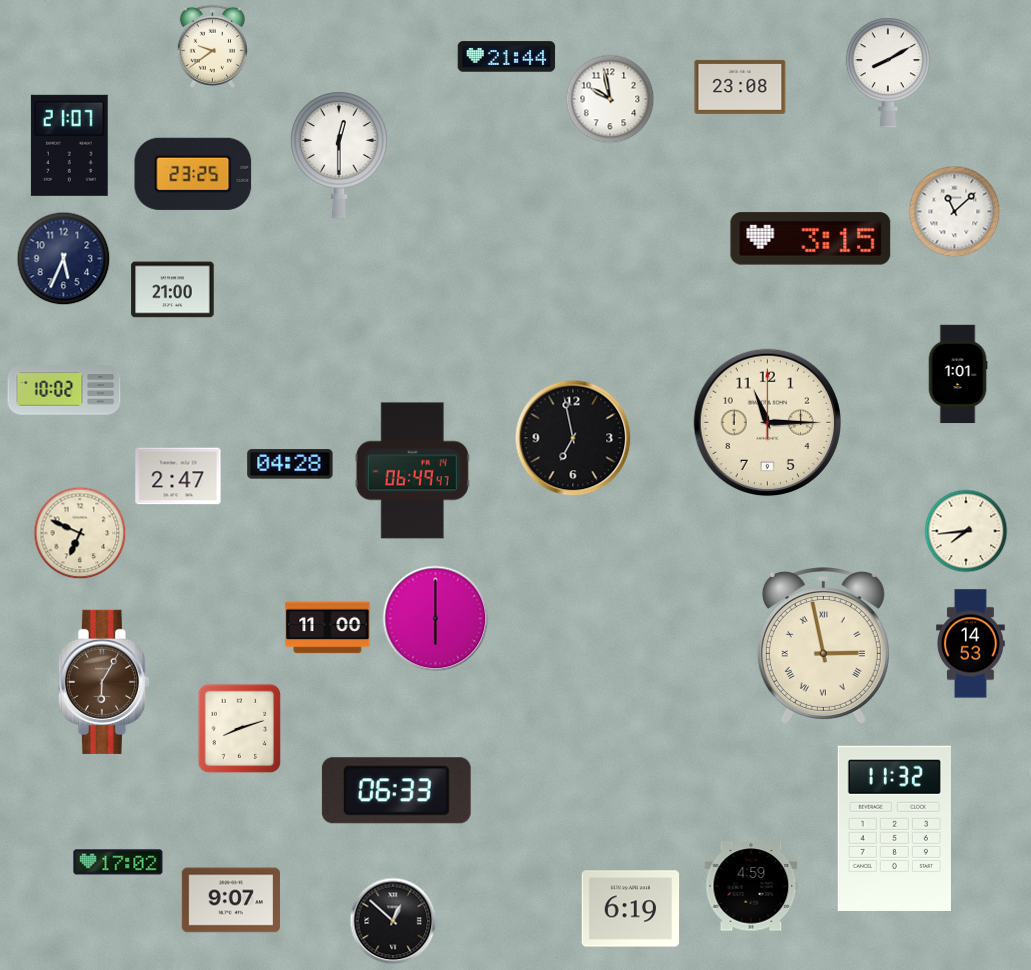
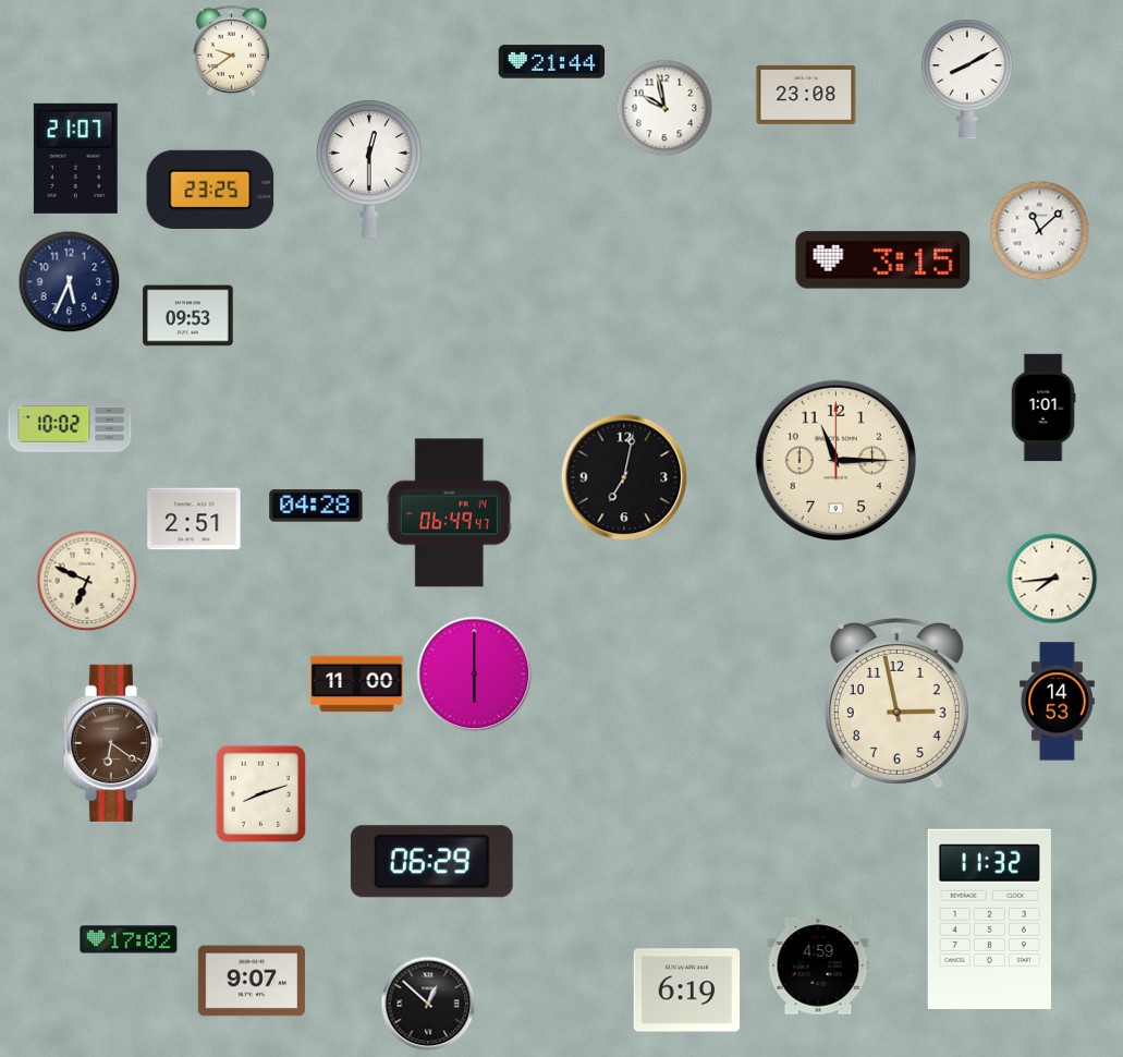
clock at (173, 290): 21:00 -> 09:53
clock at (573, 438): 6:58 -> 7:02
clock at (178, 476): 2:47 -> 2:51
clock at (823, 646) numerals: Roman -> Arabic
clock at (104, 682): 6:05 -> 6:21
clock at (396, 791): 06:33 -> 06:29
clock at (894, 828) position: (894, 828) -> (989, 919)
